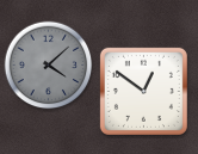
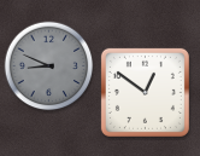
clock at (49, 66): 4:08 -> 8:49
